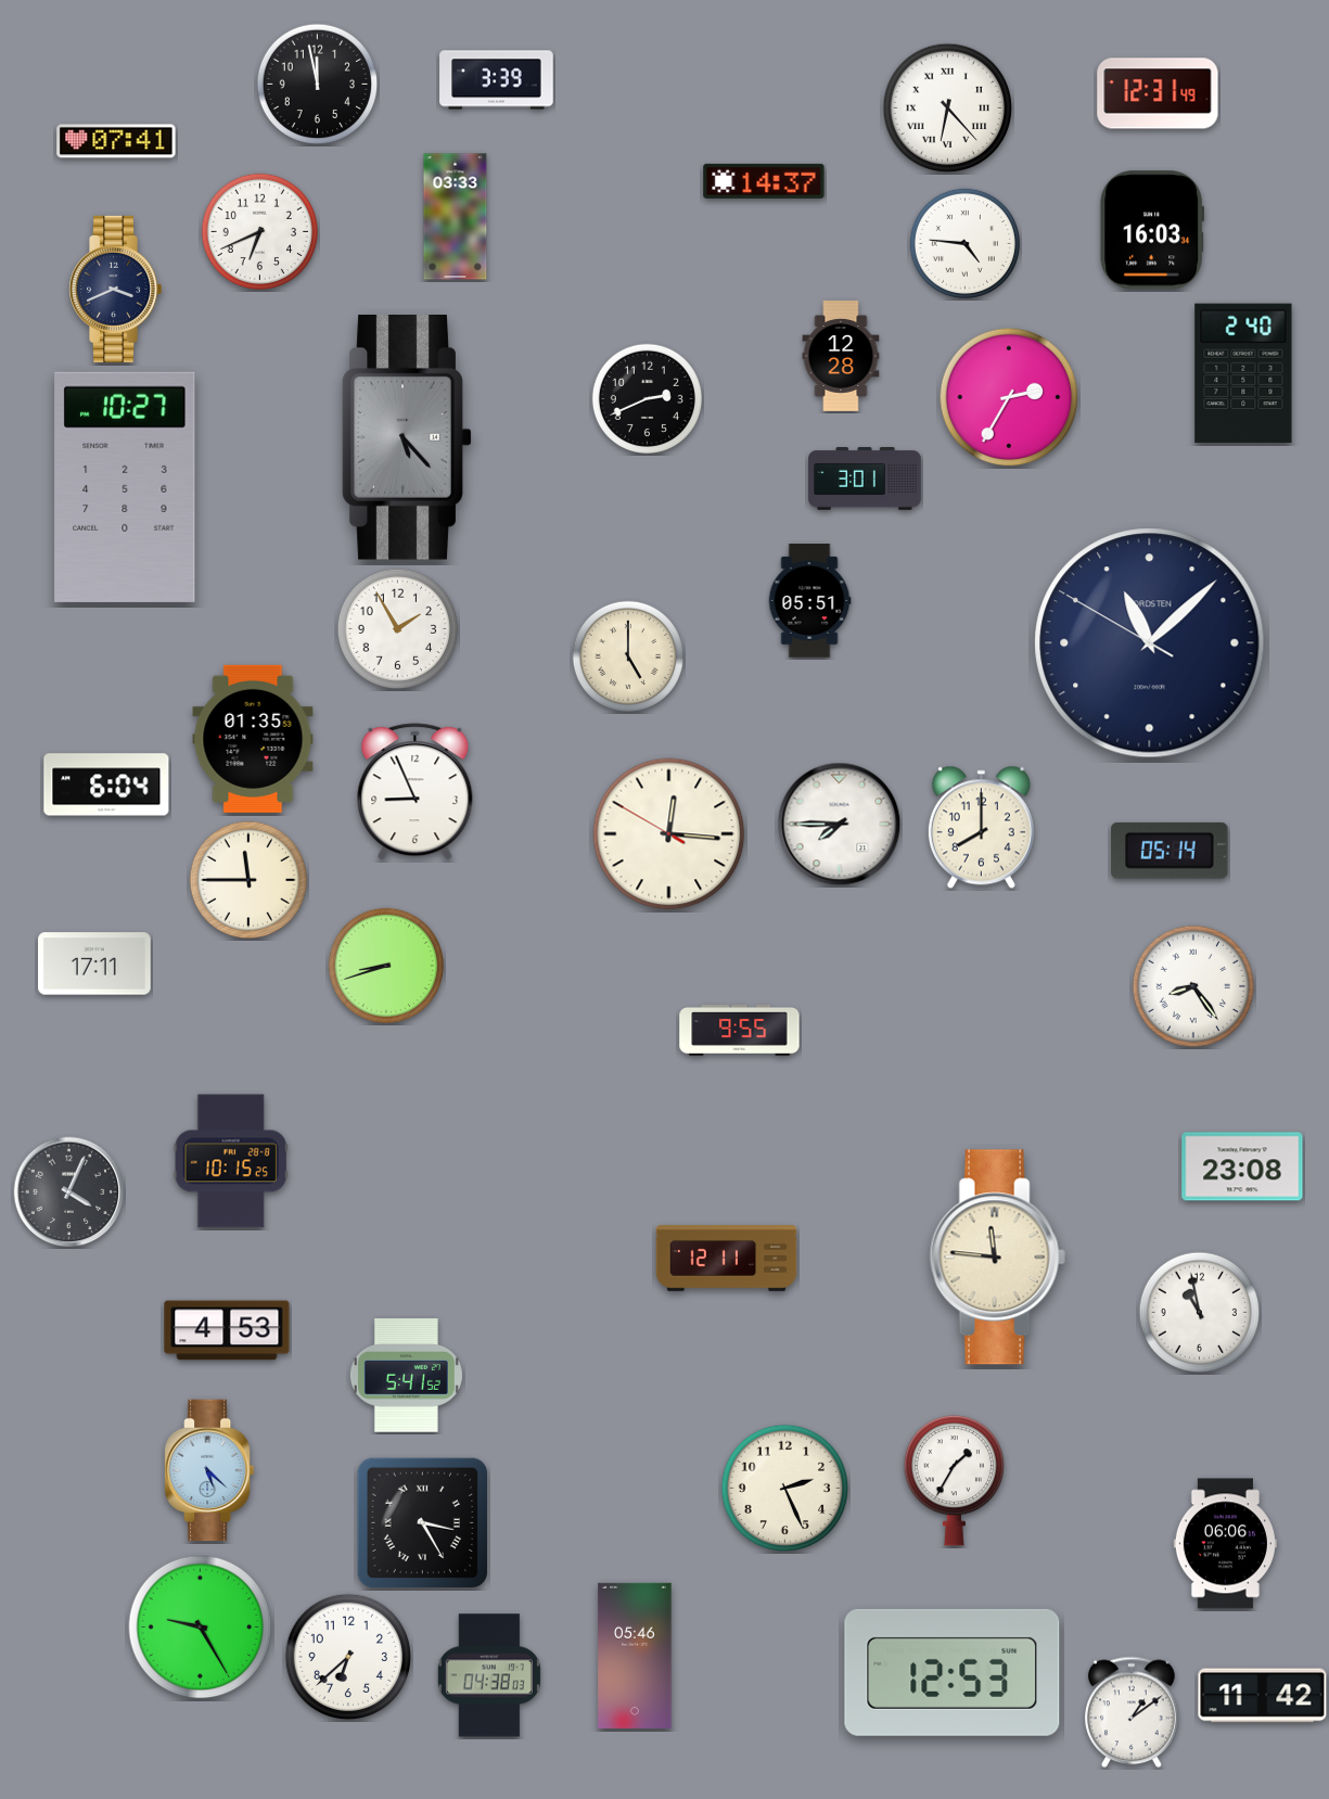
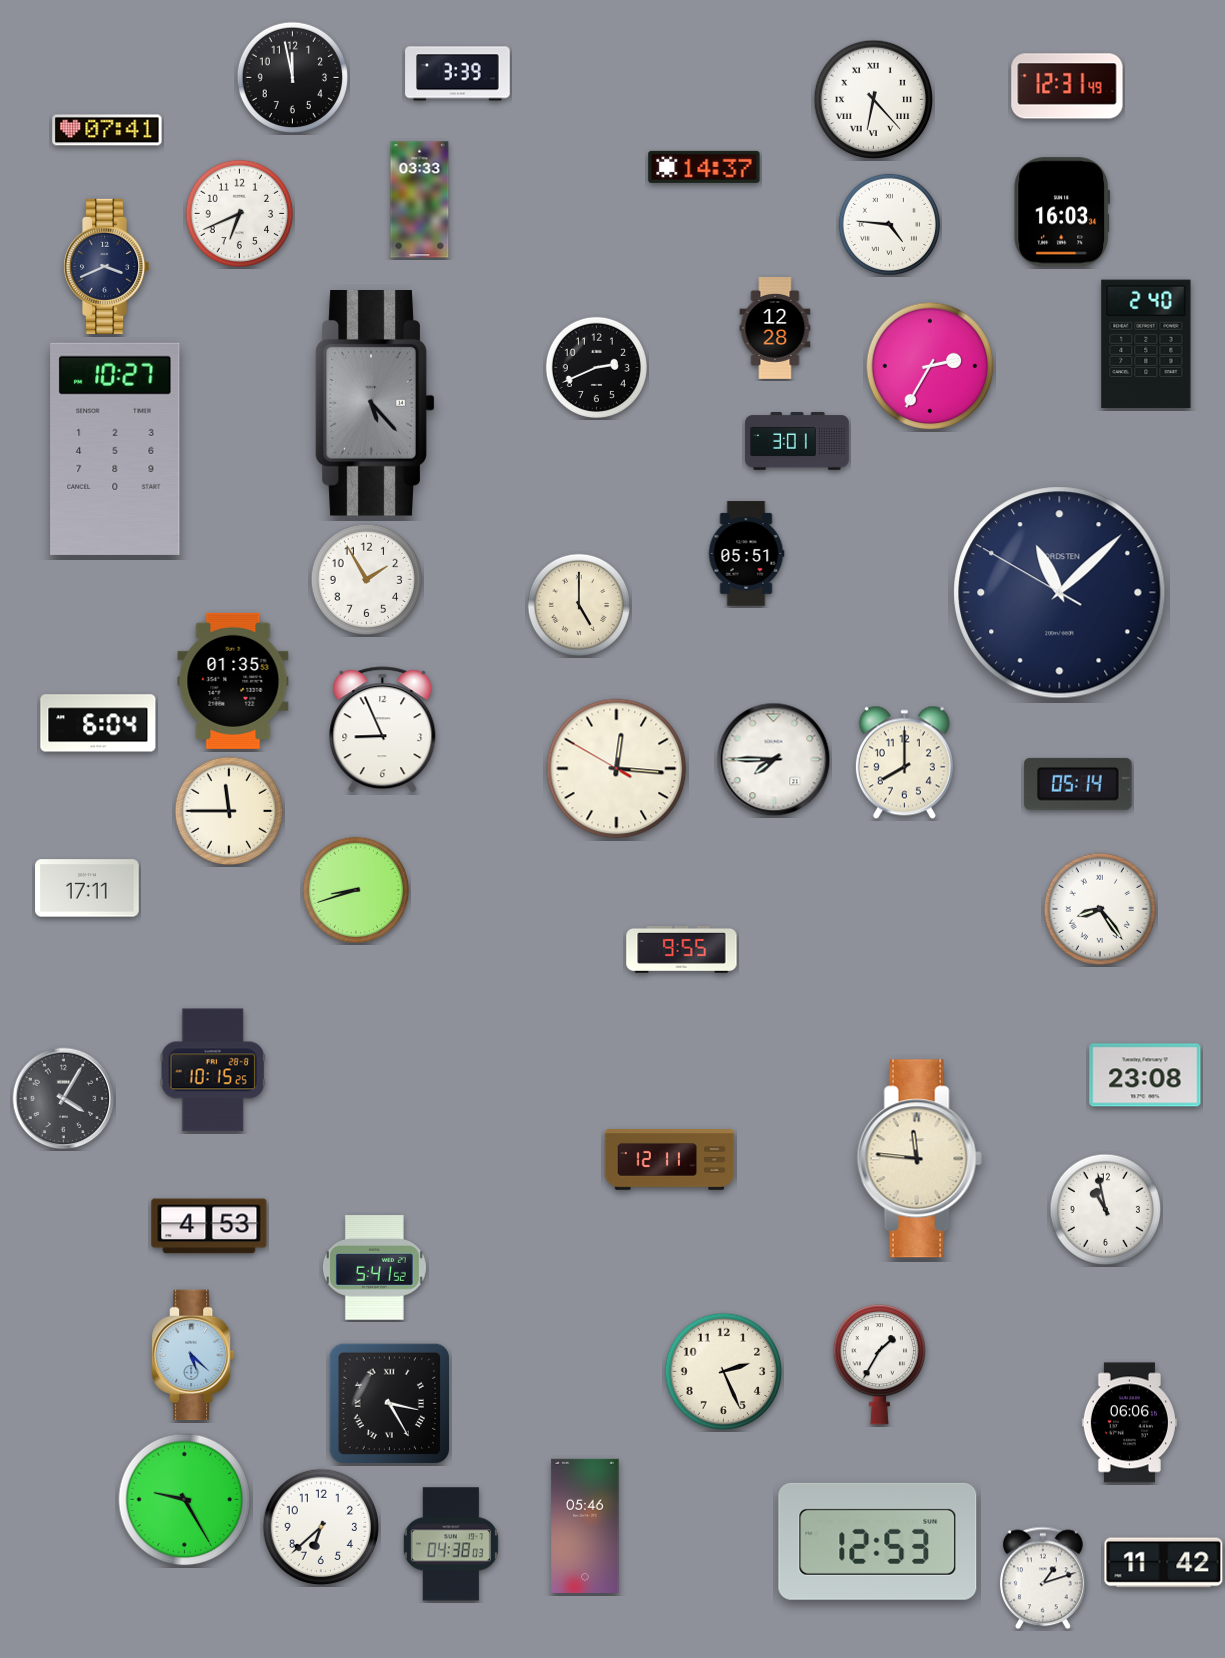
clock at (69, 1192): 4:04 -> 4:05
clock at (1132, 1712): 1:09 -> 1:12
